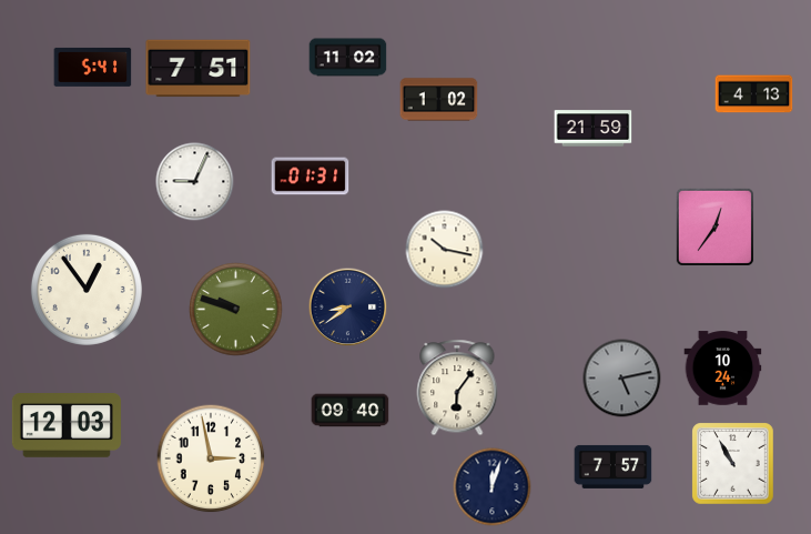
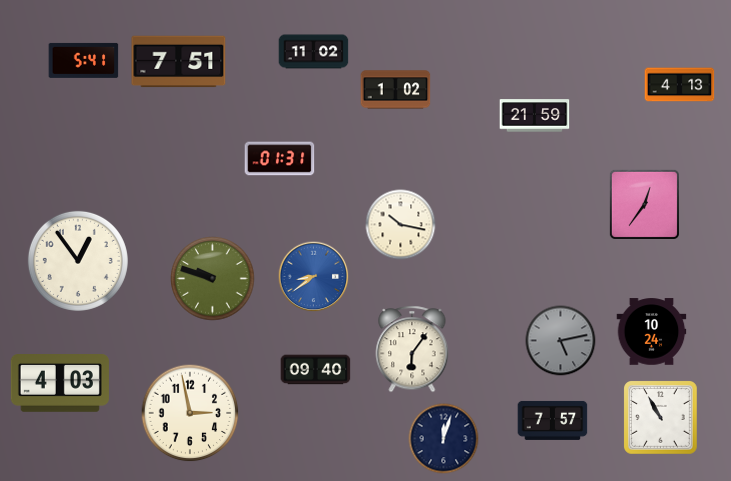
clock at (195, 182): 9:04 -> none
clock at (348, 308) dial: navy -> blue
clock at (67, 426): 12:03 -> 4:03
